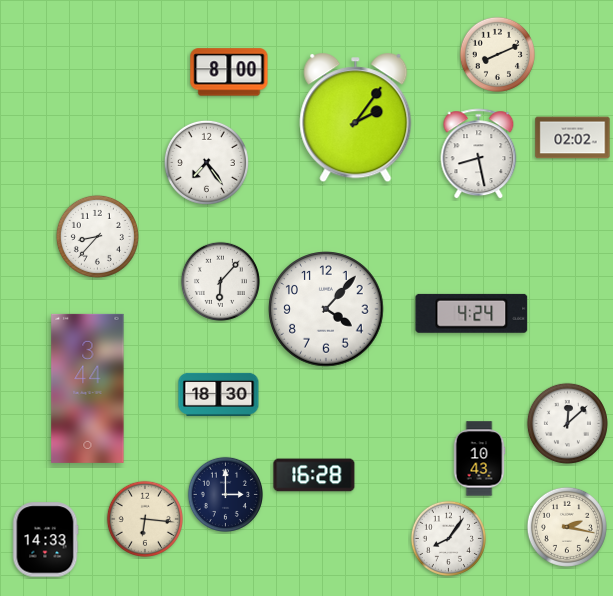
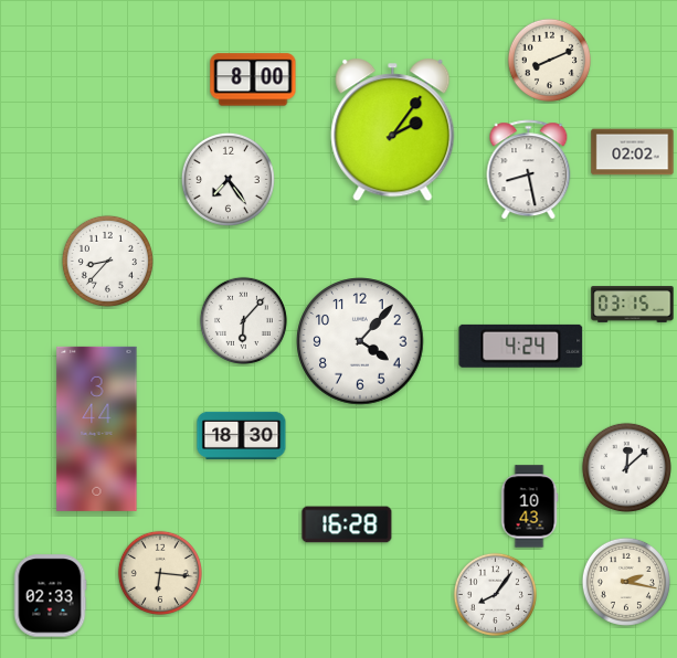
clock at (633, 305): none -> 03:15
clock at (220, 281) position: (220, 281) -> (243, 320)
clock at (225, 494): 3:00 -> none
clock at (45, 540): 14:33 -> 02:33
